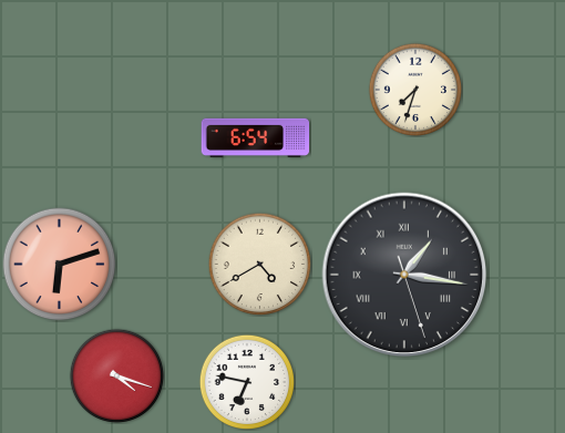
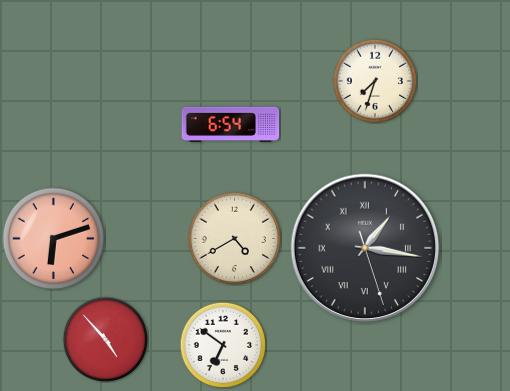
clock at (116, 375): 4:18 -> 4:53
clock at (246, 381): 6:47 -> 6:51
